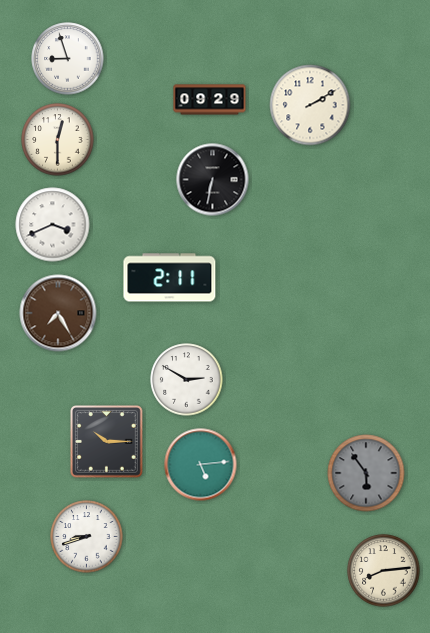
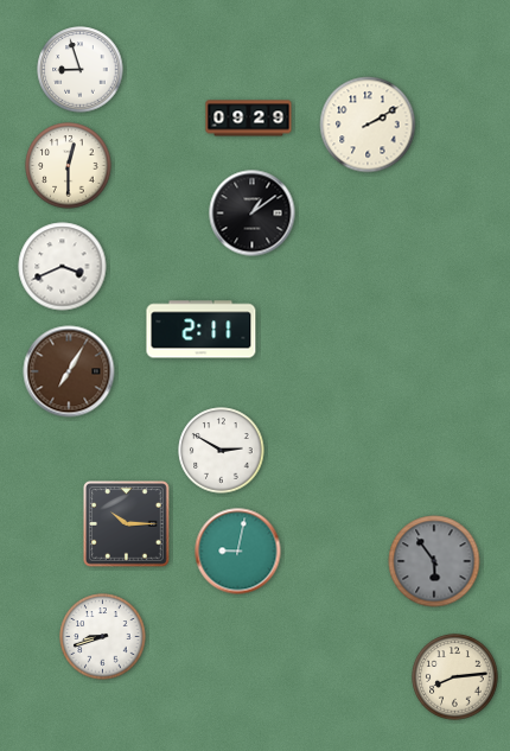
clock at (213, 180): 6:32 -> 1:09
clock at (58, 313): 7:25 -> 7:05
clock at (201, 465): 5:14 -> 9:02
